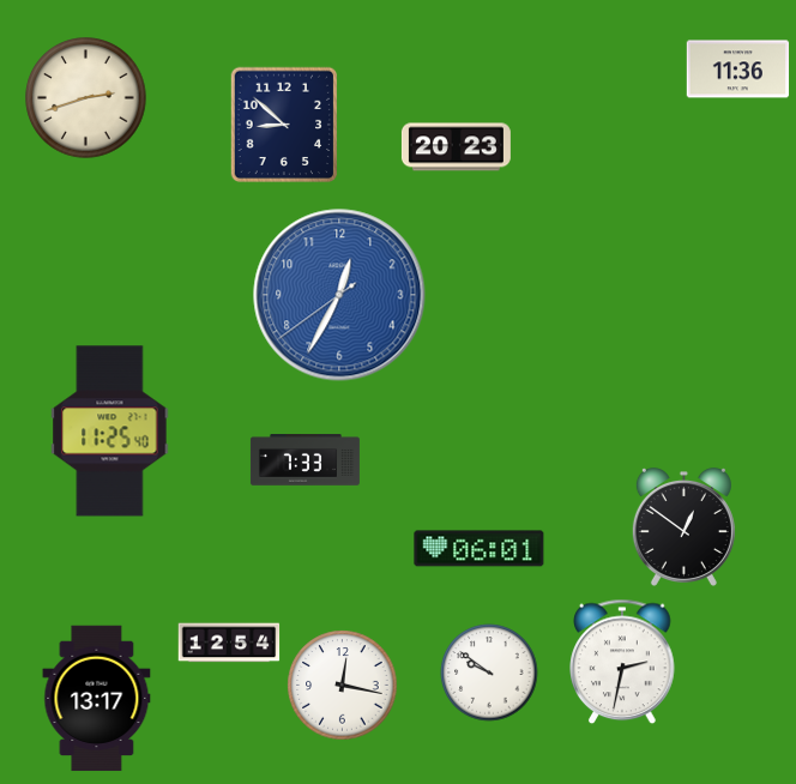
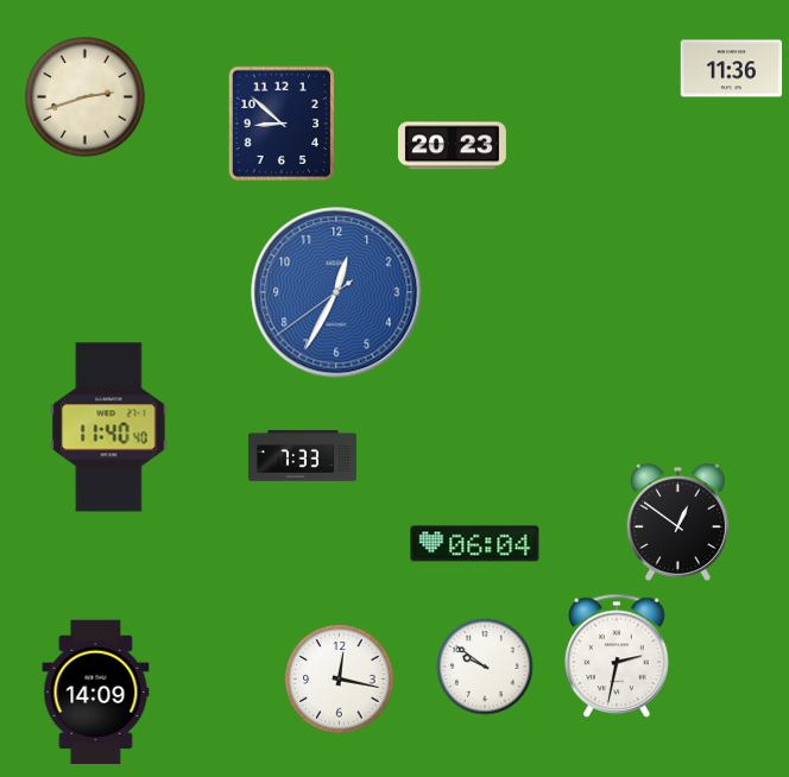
clock at (110, 432): 11:25 -> 11:40
clock at (480, 549): 06:01 -> 06:04
clock at (229, 643): 12:54 -> none
clock at (97, 699): 13:17 -> 14:09
